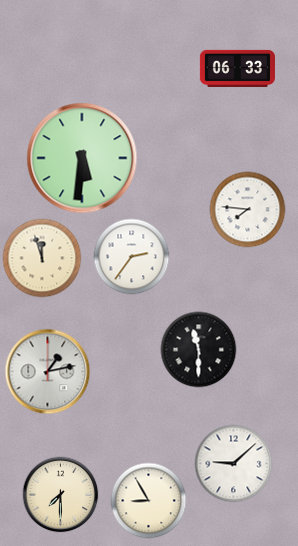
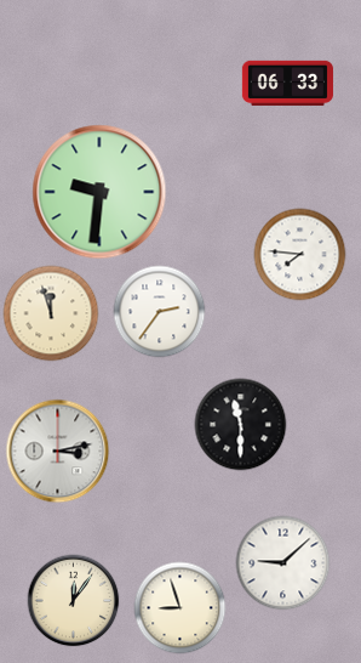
clock at (82, 158): 5:31 -> 9:31
clock at (48, 372): 1:13 -> 3:13
clock at (61, 495): 7:30 -> 12:06
clock at (149, 501): 8:55 -> 8:57
